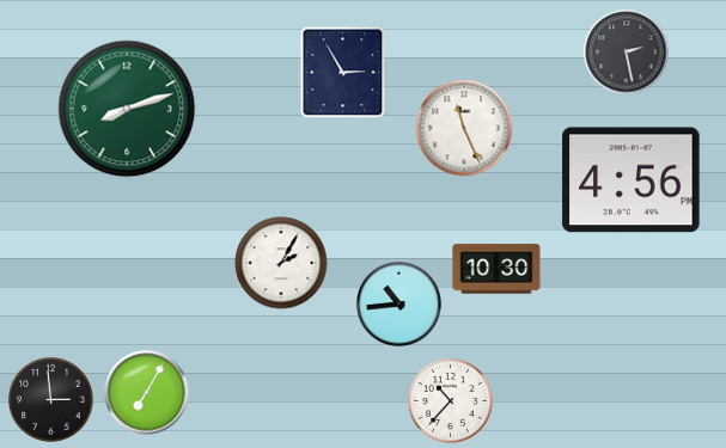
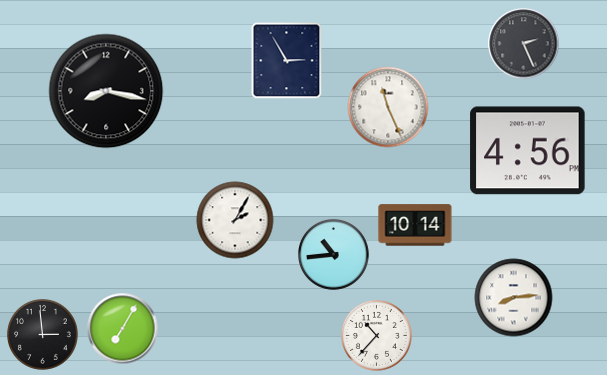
clock at (627, 53): 2:28 -> 2:26
clock at (127, 109): 8:12 -> 8:17
clock at (127, 109) dial: green -> black
clock at (496, 269): 10:30 -> 10:14
clock at (514, 298): none -> 8:14
